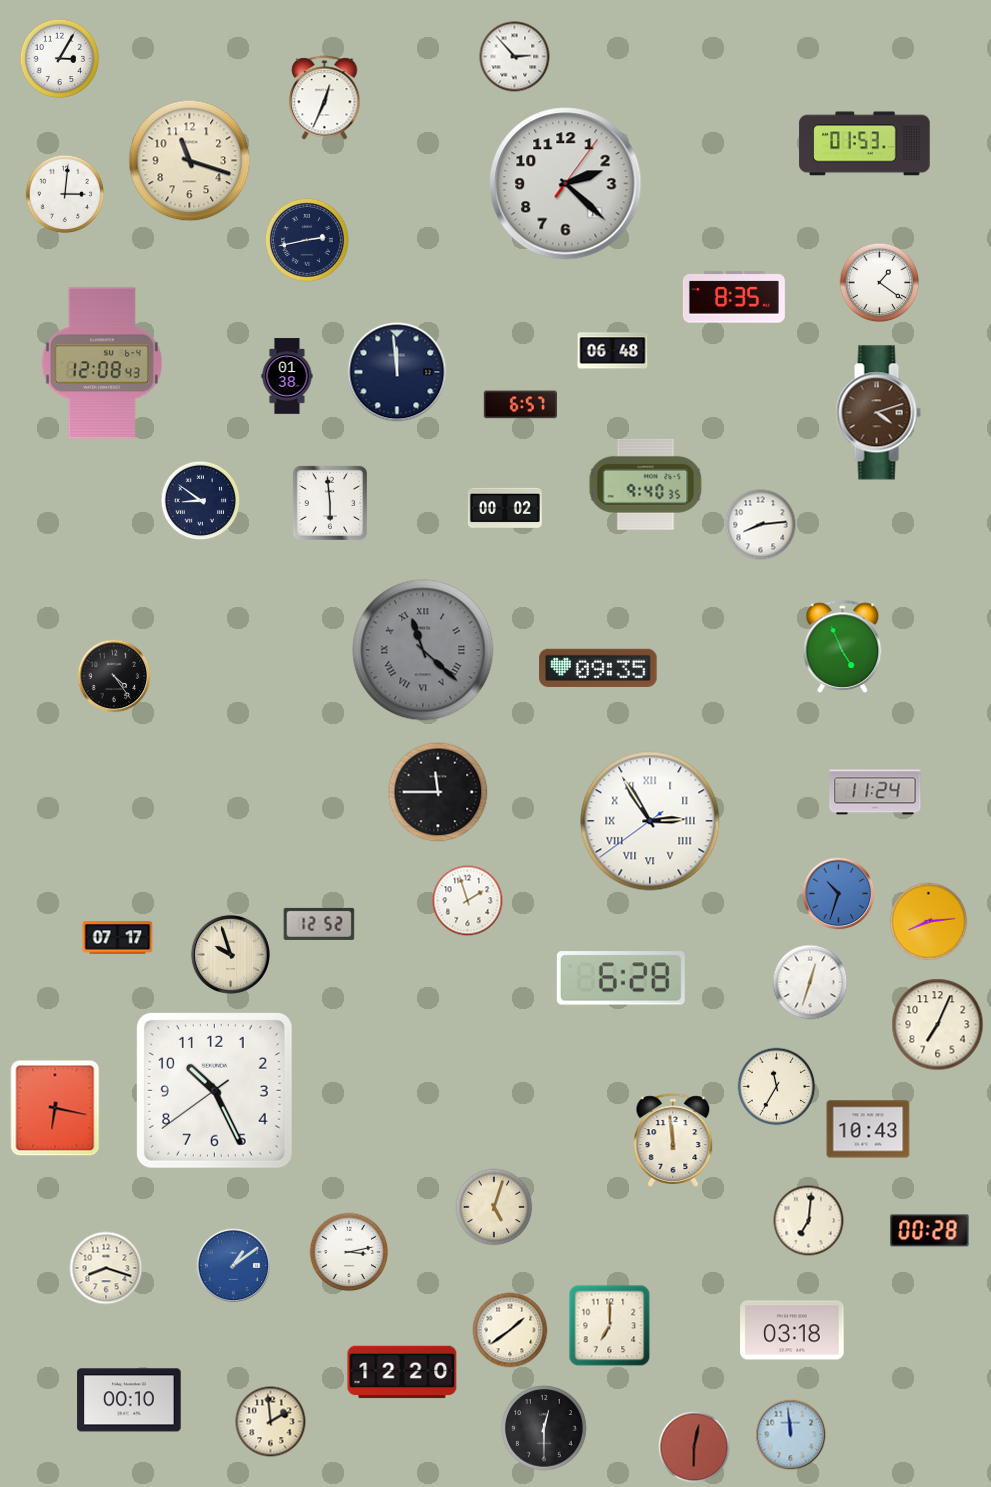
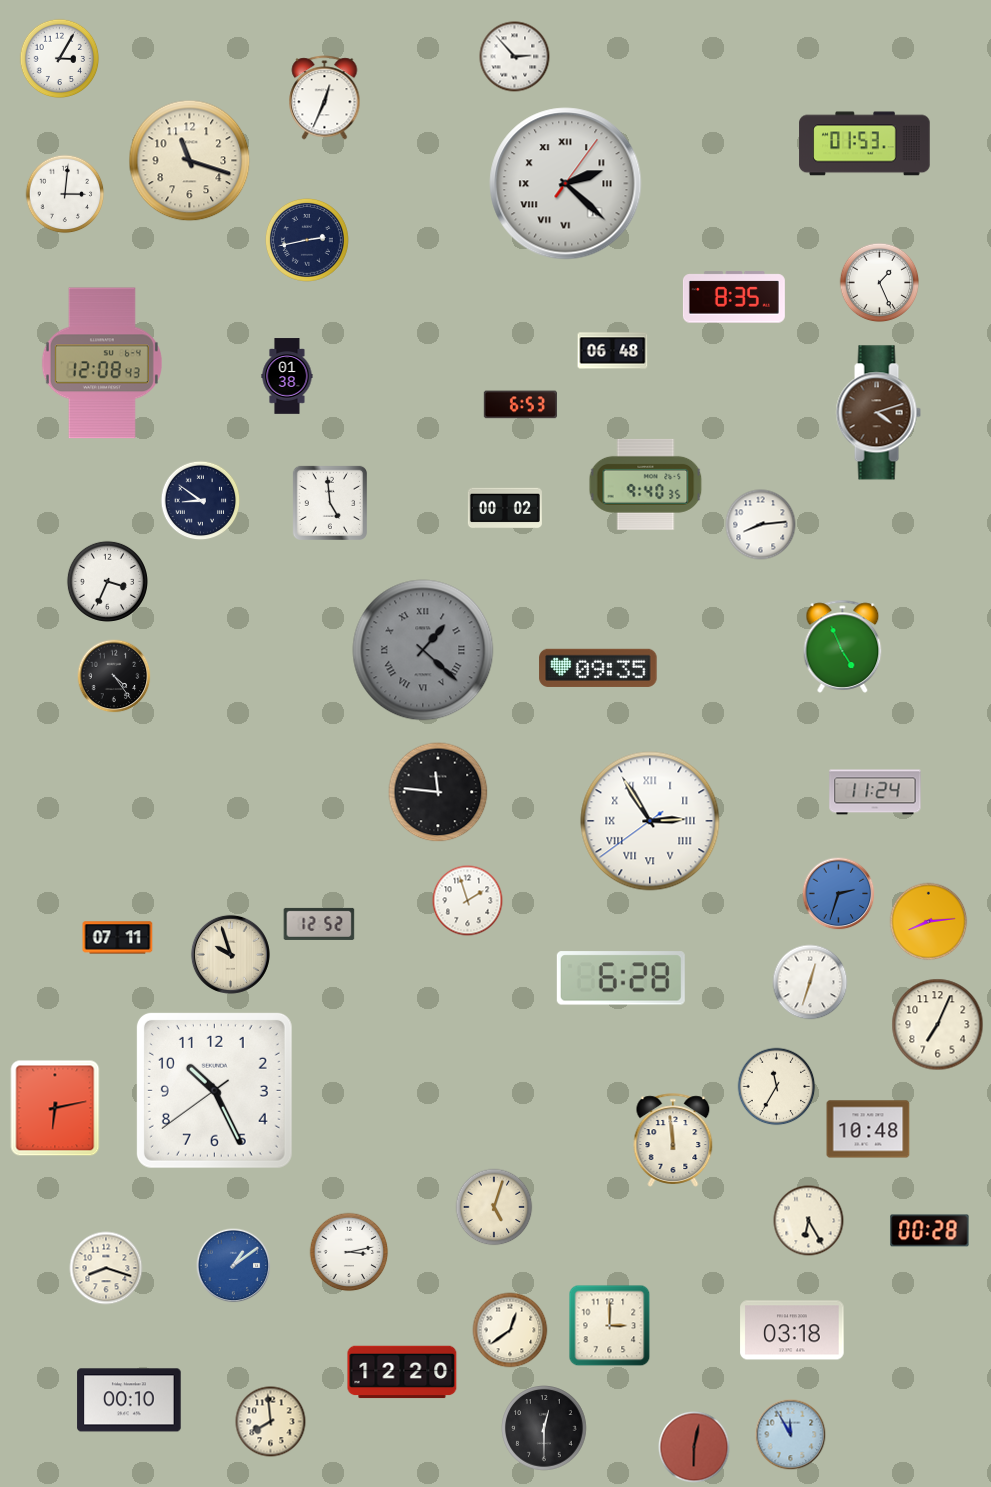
clock at (566, 184) numerals: Arabic -> Roman
clock at (880, 283): 1:21 -> 1:26
clock at (397, 372): 11:59 -> none
clock at (520, 405): 6:57 -> 6:53
clock at (330, 503): 5:59 -> 4:59
clock at (107, 581): none -> 3:34
clock at (423, 650): 11:22 -> 1:22
clock at (438, 792): 11:45 -> 11:46
clock at (839, 894): 10:33 -> 2:33
clock at (118, 938): 07:17 -> 07:11
clock at (55, 1108): 6:17 -> 6:13
clock at (868, 1129): 10:43 -> 10:48
clock at (809, 1221): 7:01 -> 6:25
clock at (610, 1326): 7:00 -> 3:00
clock at (510, 1330): 1:39 -> 12:39
clock at (271, 1422): 1:59 -> 7:59
clock at (791, 1435): 11:59 -> 11:55
